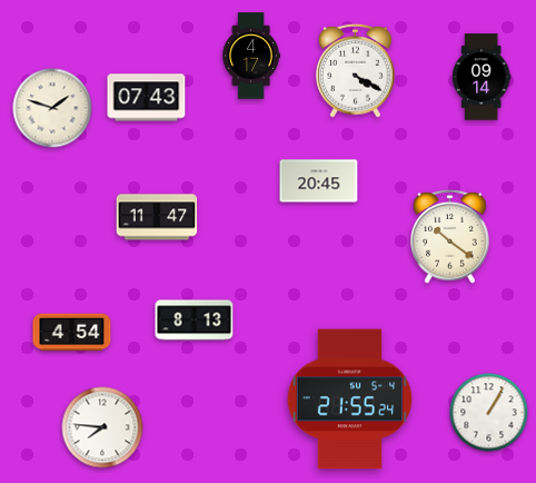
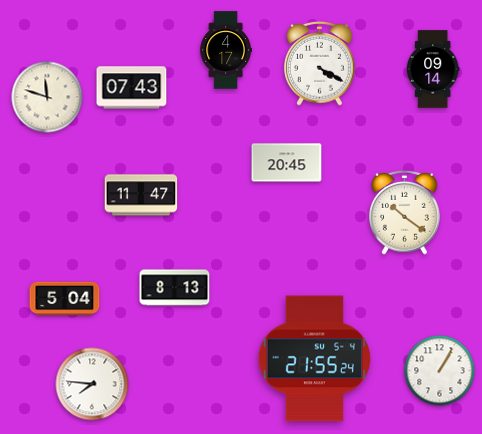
clock at (52, 108): 1:48 -> 11:48
clock at (72, 333): 4:54 -> 5:04
